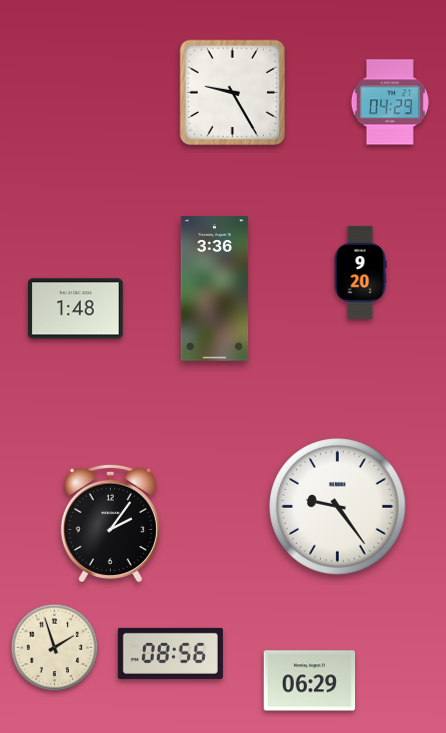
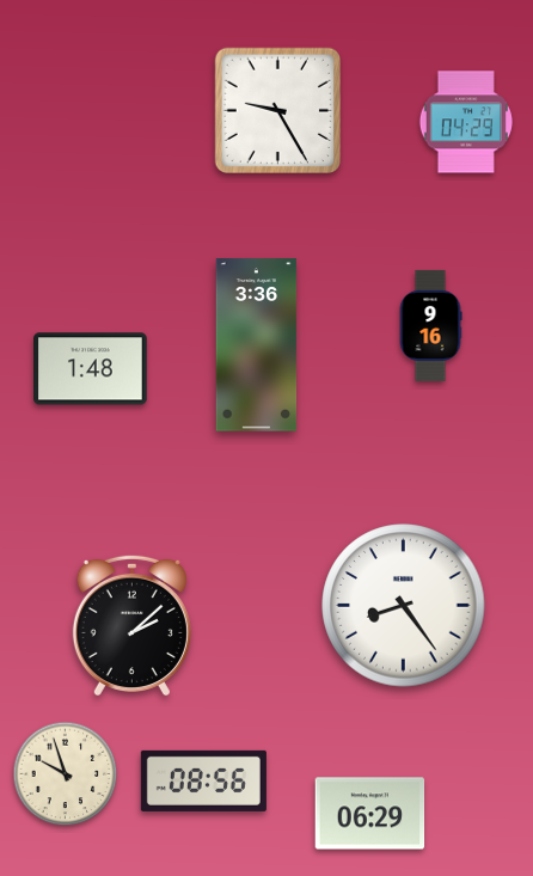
clock at (360, 272): 9:20 -> 9:16
clock at (338, 507): 9:24 -> 8:24
clock at (110, 523): 2:06 -> 2:08
clock at (55, 648): 1:57 -> 9:57
